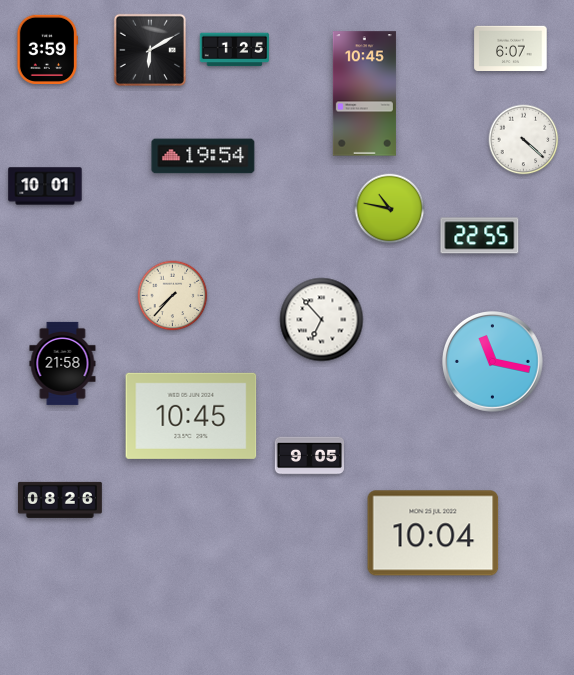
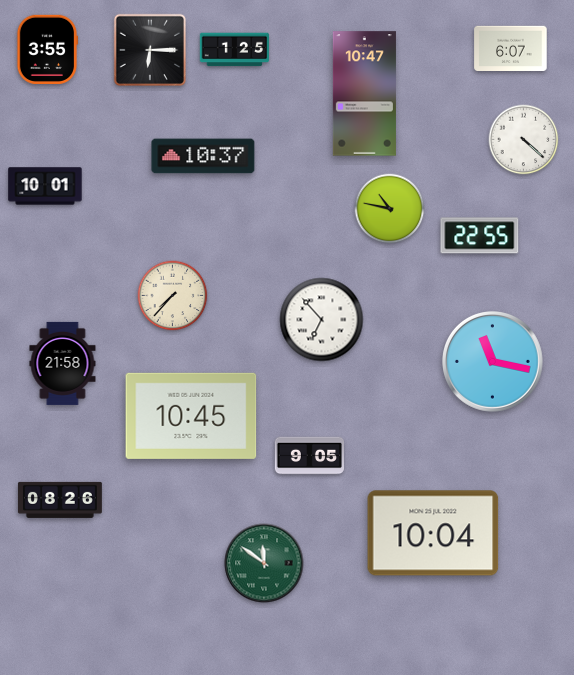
clock at (47, 49): 3:59 -> 3:55
clock at (149, 49): 6:10 -> 6:15
clock at (364, 94): 10:45 -> 10:47
clock at (203, 156): 19:54 -> 10:37
clock at (264, 563): none -> 11:51
